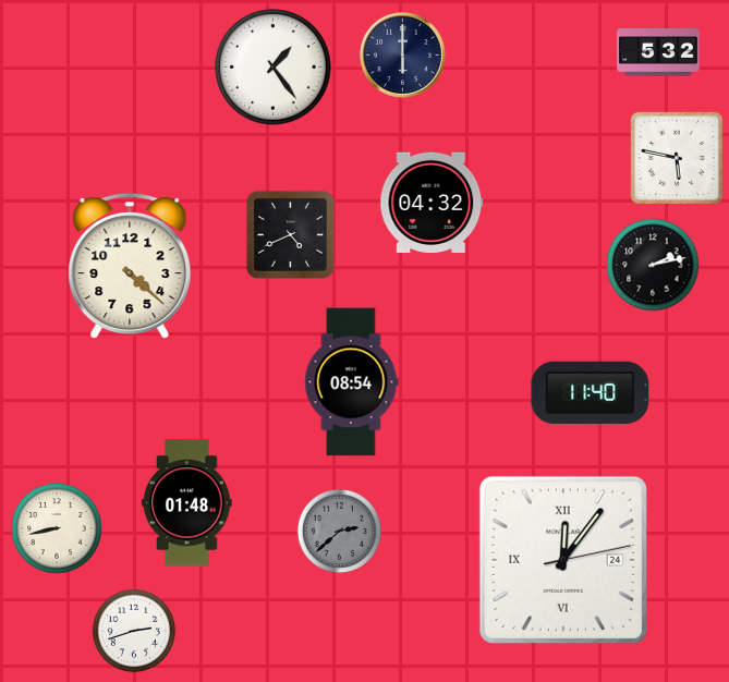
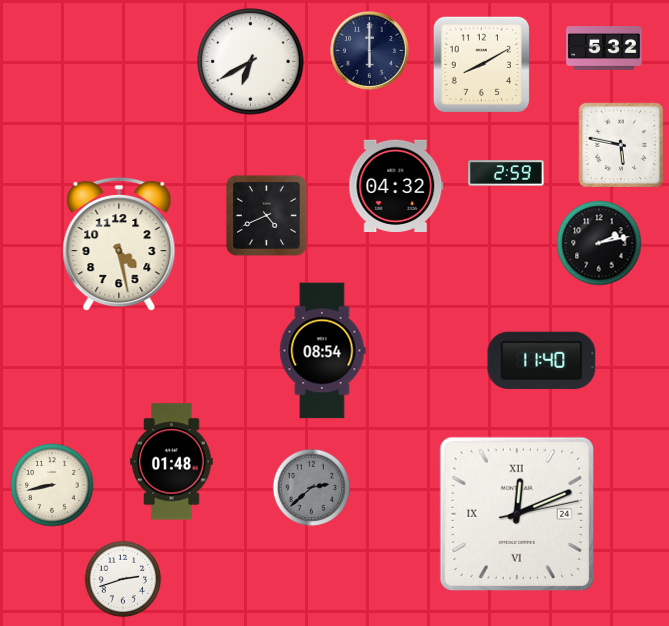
clock at (274, 68): 1:24 -> 6:40
clock at (482, 65): none -> 8:10
clock at (506, 173): none -> 2:59
clock at (130, 266): 4:22 -> 4:28
clock at (563, 560): 12:06 -> 12:11
